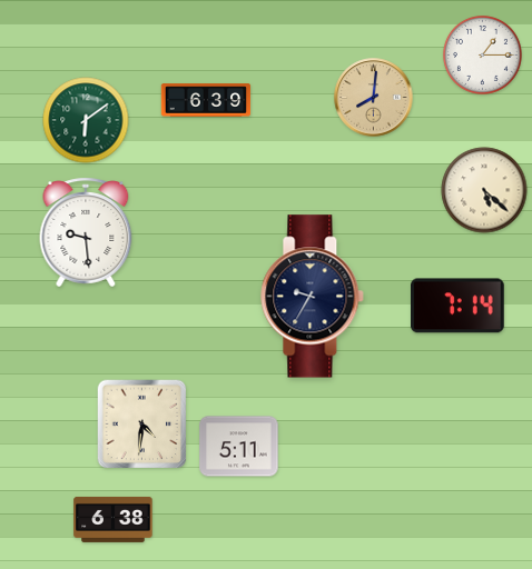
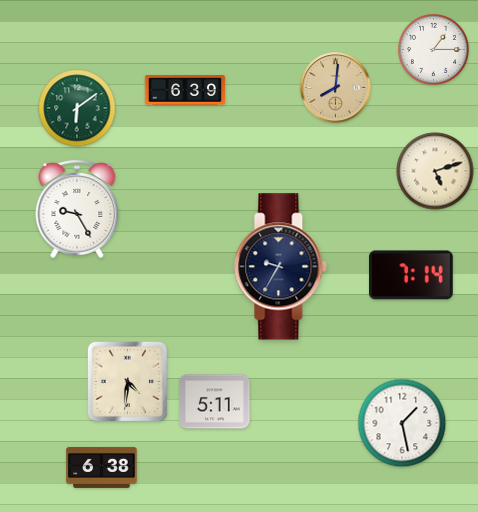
clock at (484, 190): 5:22 -> 5:12
clock at (86, 232): 9:29 -> 9:25
clock at (402, 423): none -> 1:28
